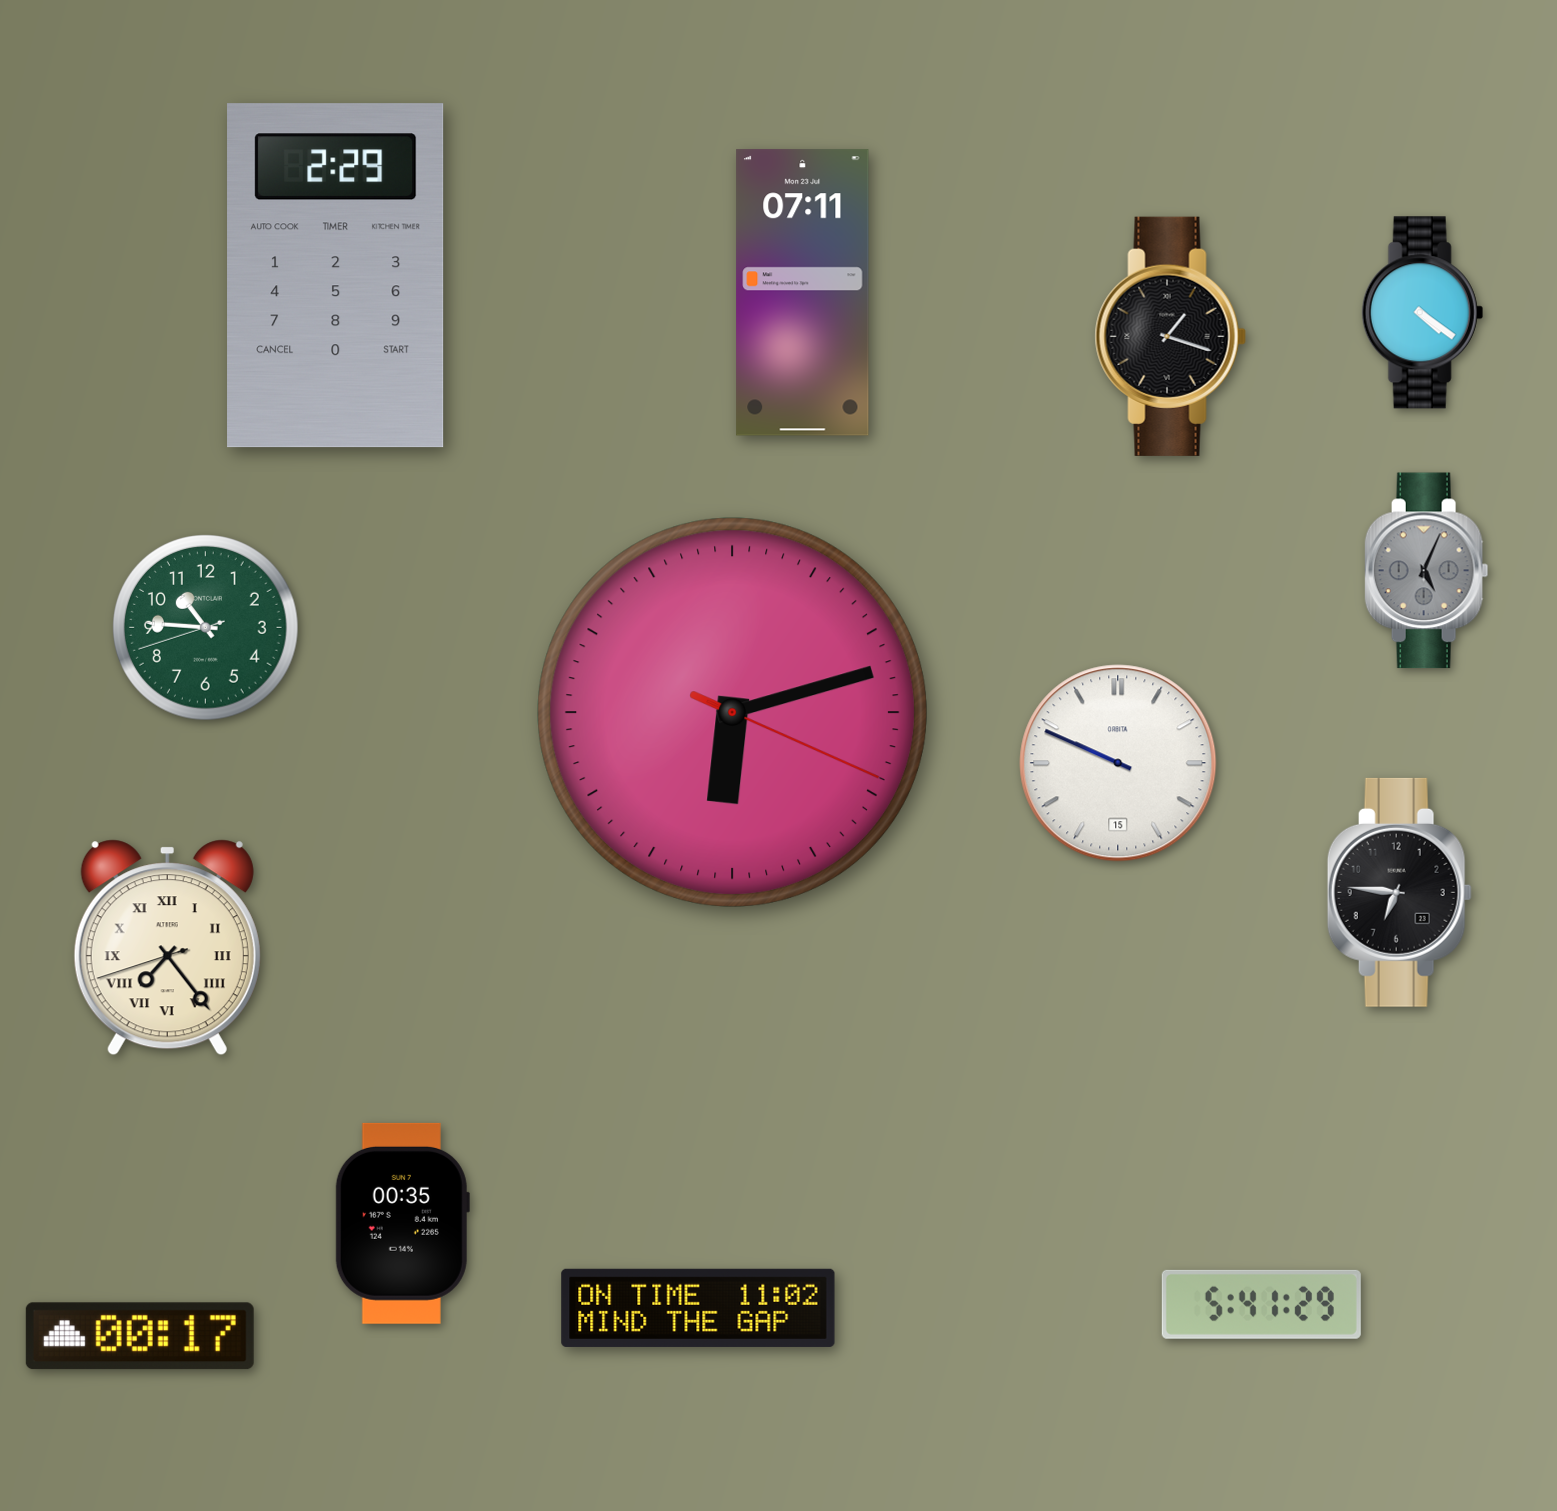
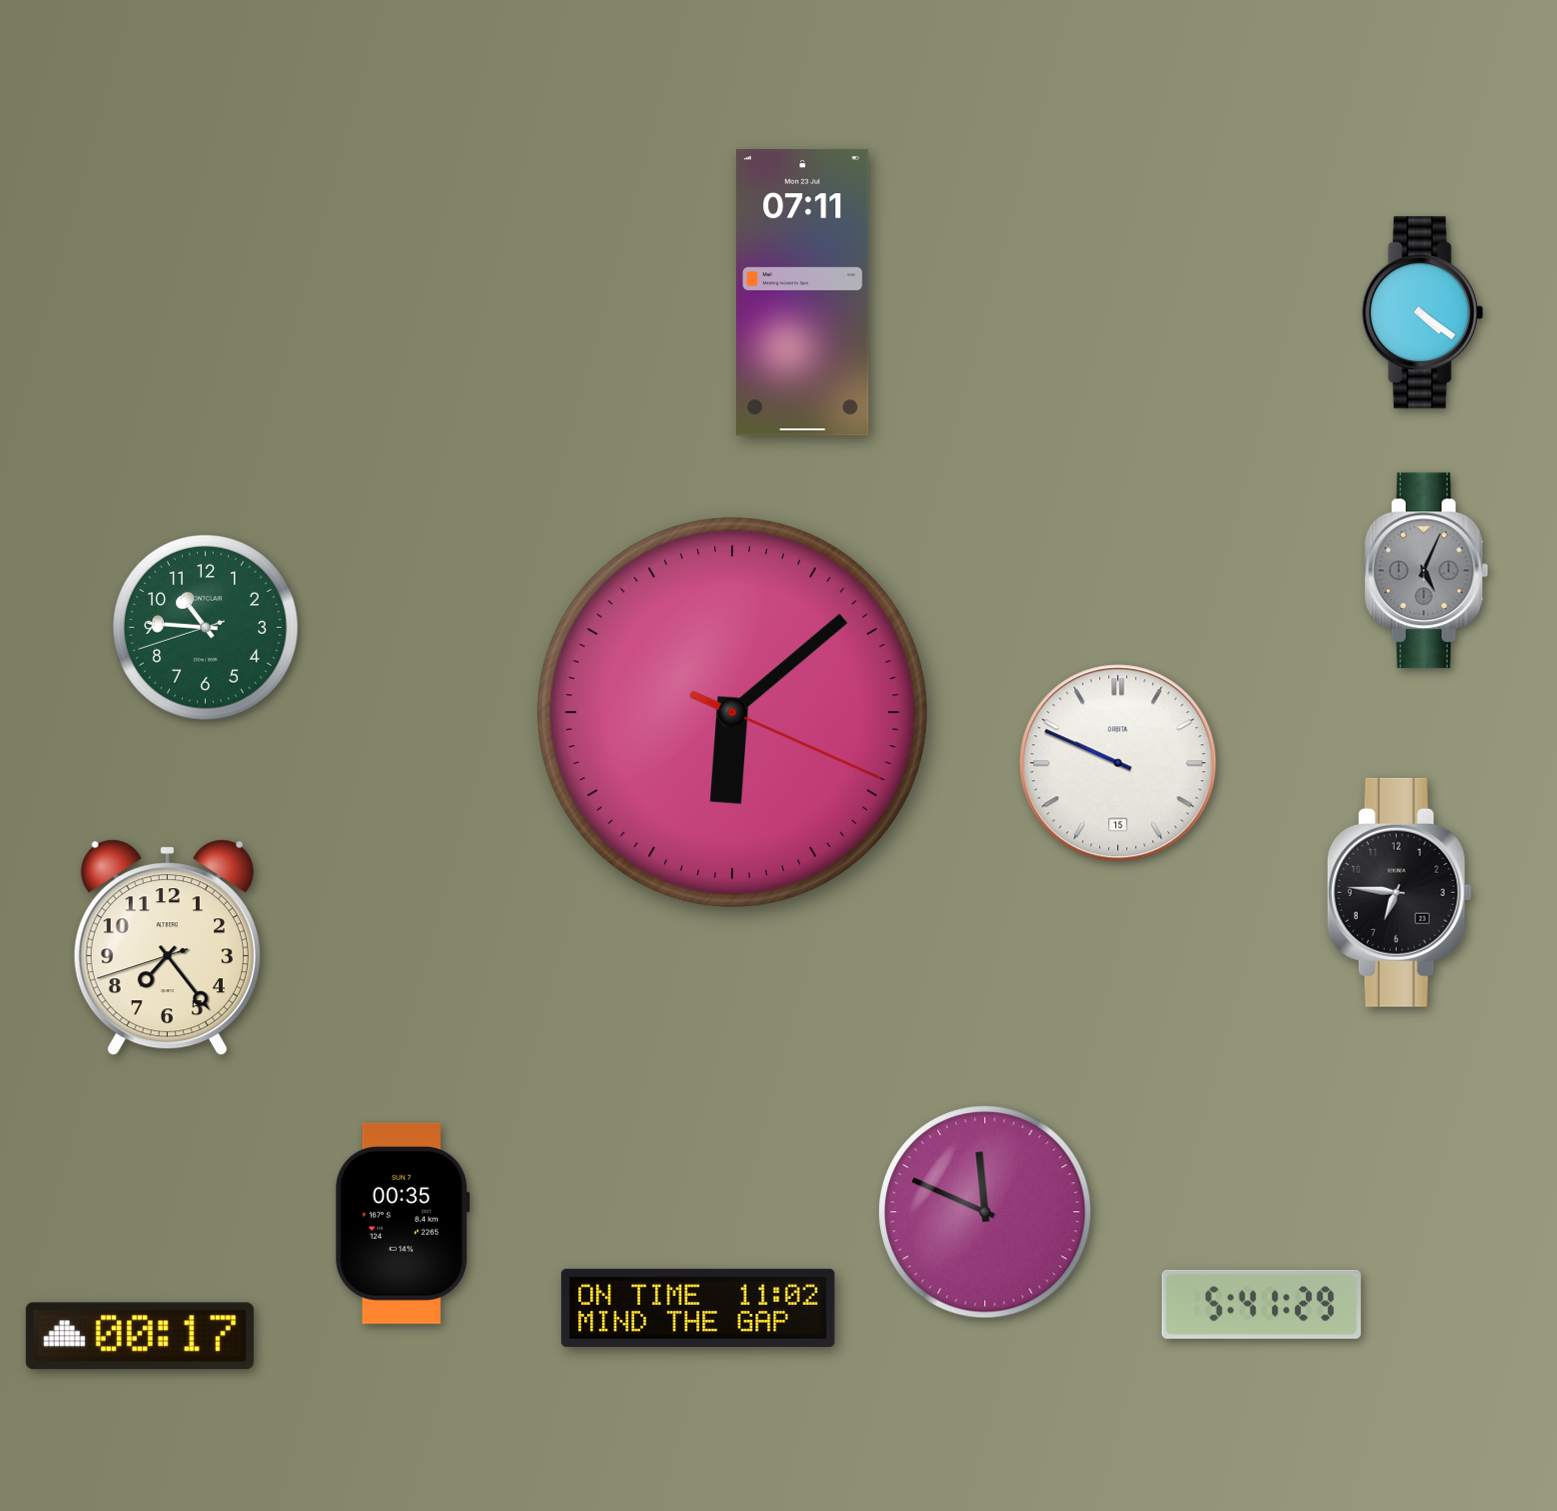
clock at (336, 276): 2:29 -> none
clock at (1170, 336): 1:18 -> none
clock at (732, 712): 6:12 -> 6:08
clock at (167, 948) numerals: Roman -> Arabic
clock at (985, 1212): none -> 11:49
